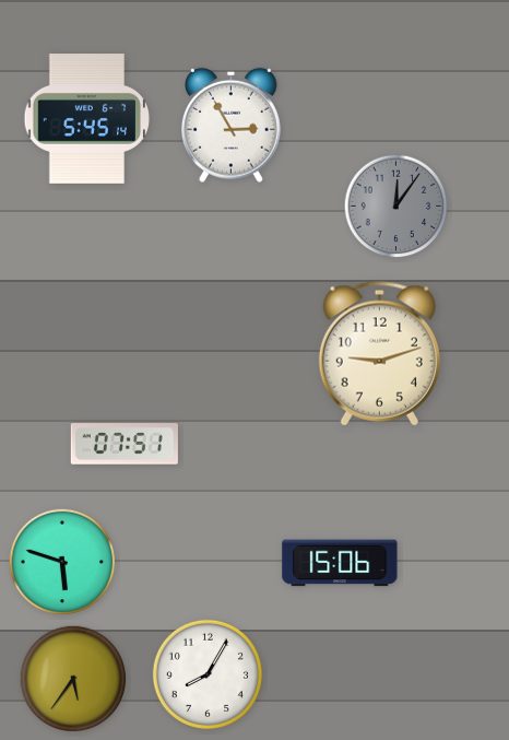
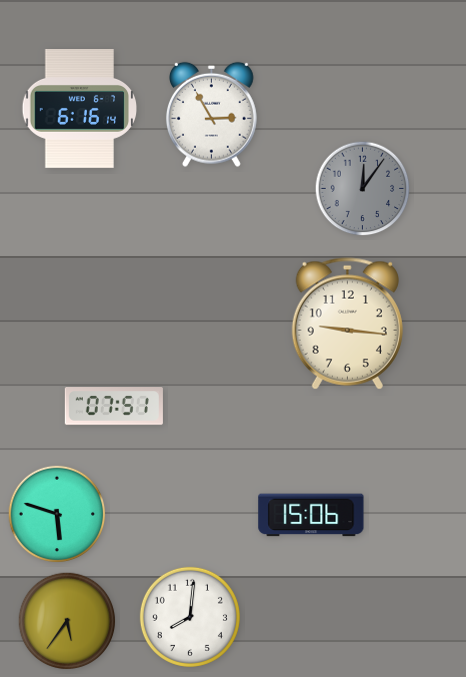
clock at (87, 119): 5:45 -> 6:16
clock at (379, 354): 9:12 -> 9:16
clock at (208, 674): 8:05 -> 8:01
